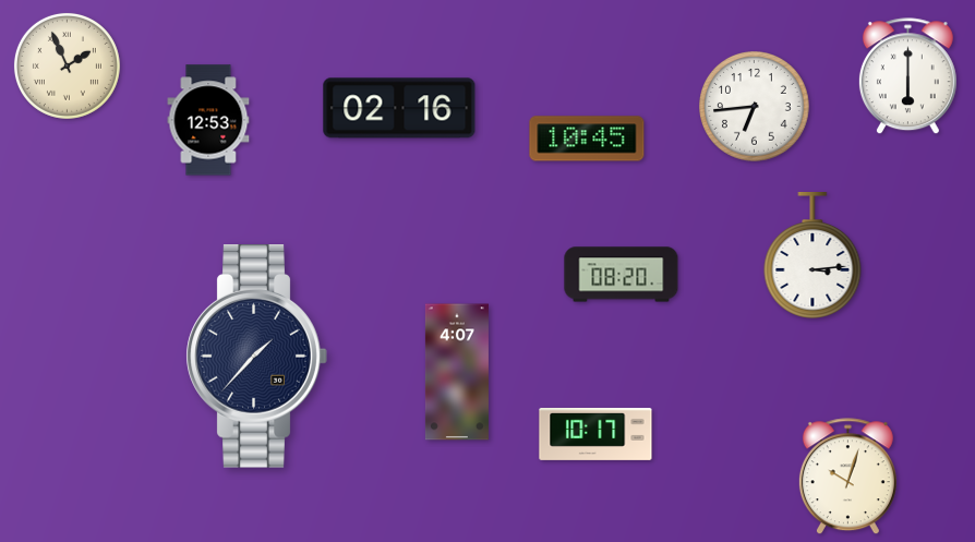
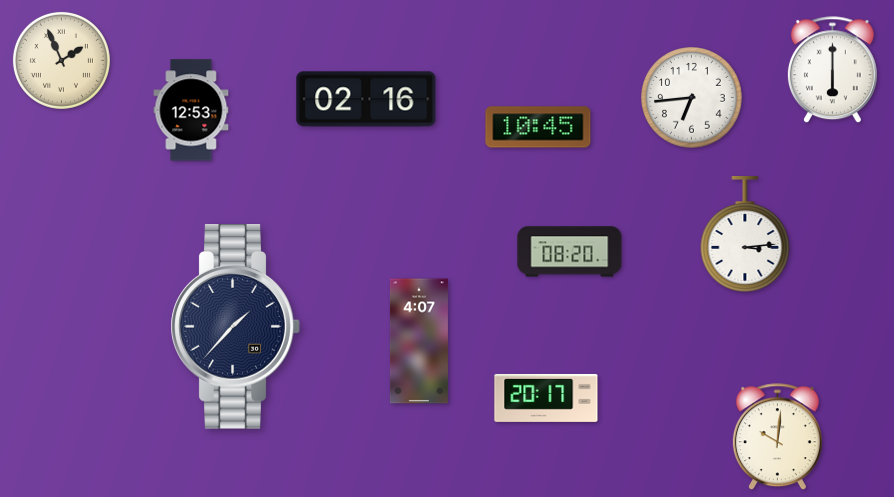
clock at (595, 434): 10:17 -> 20:17
clock at (847, 477): 10:03 -> 10:01
